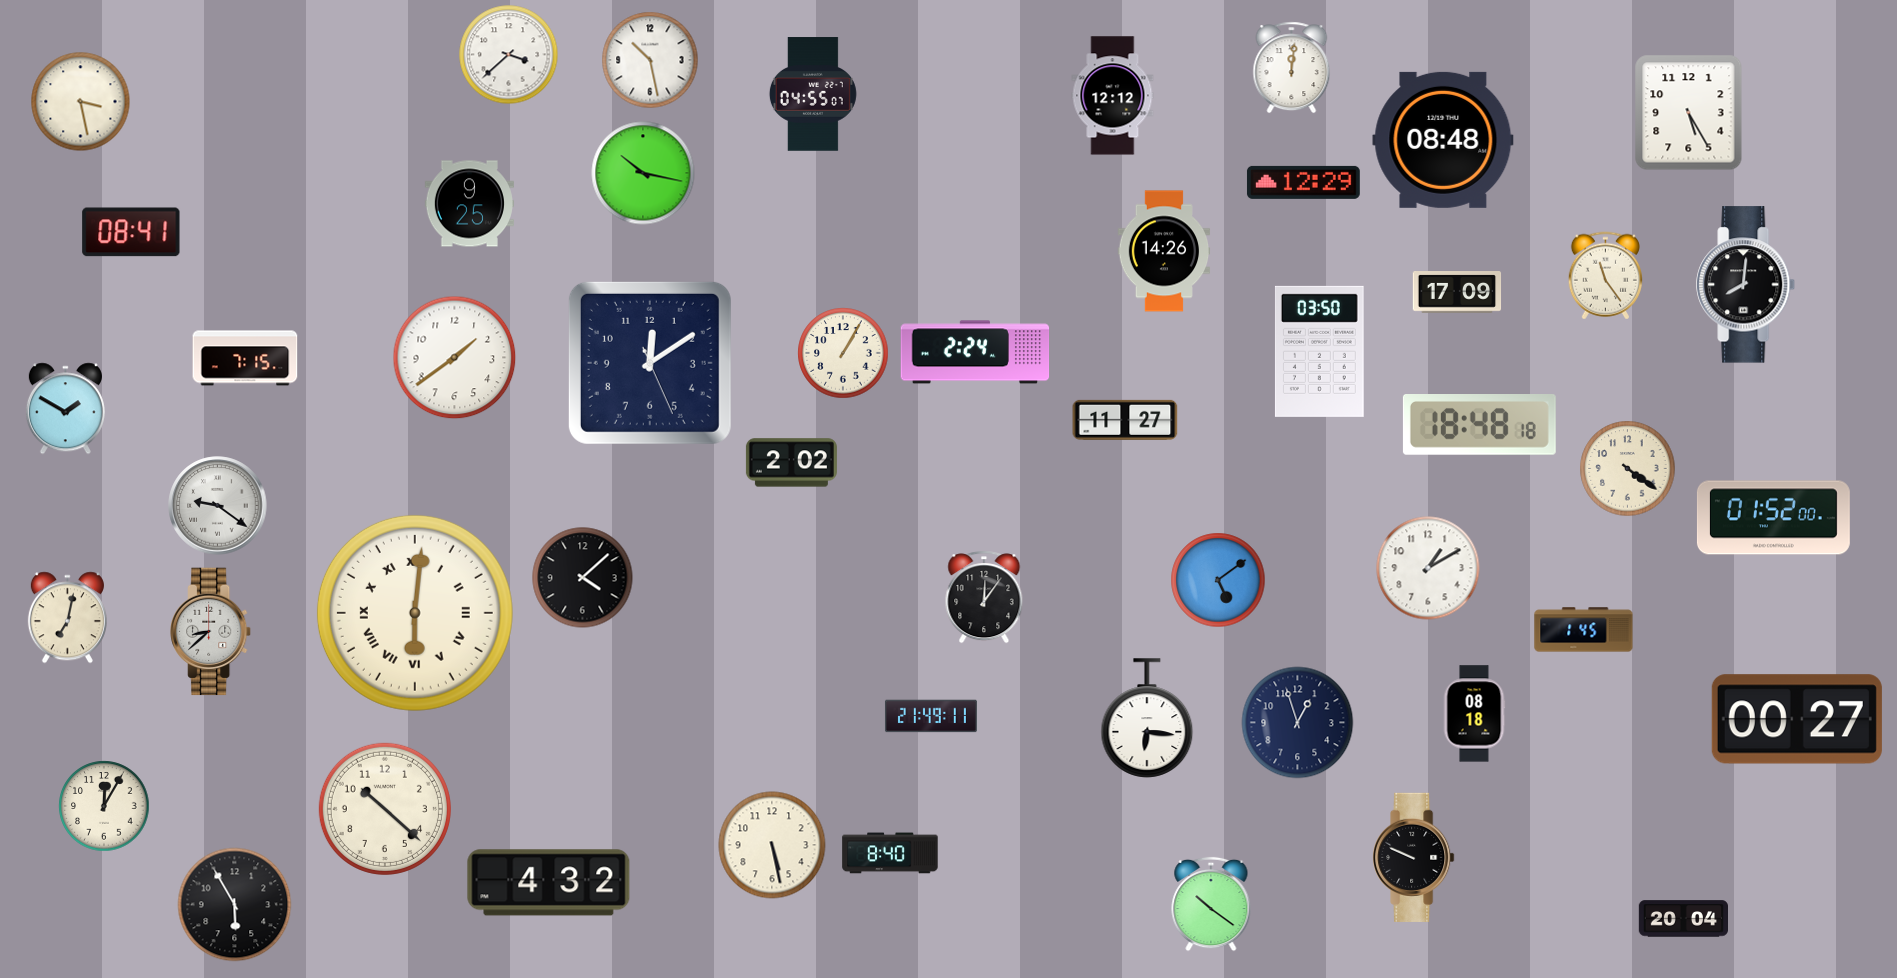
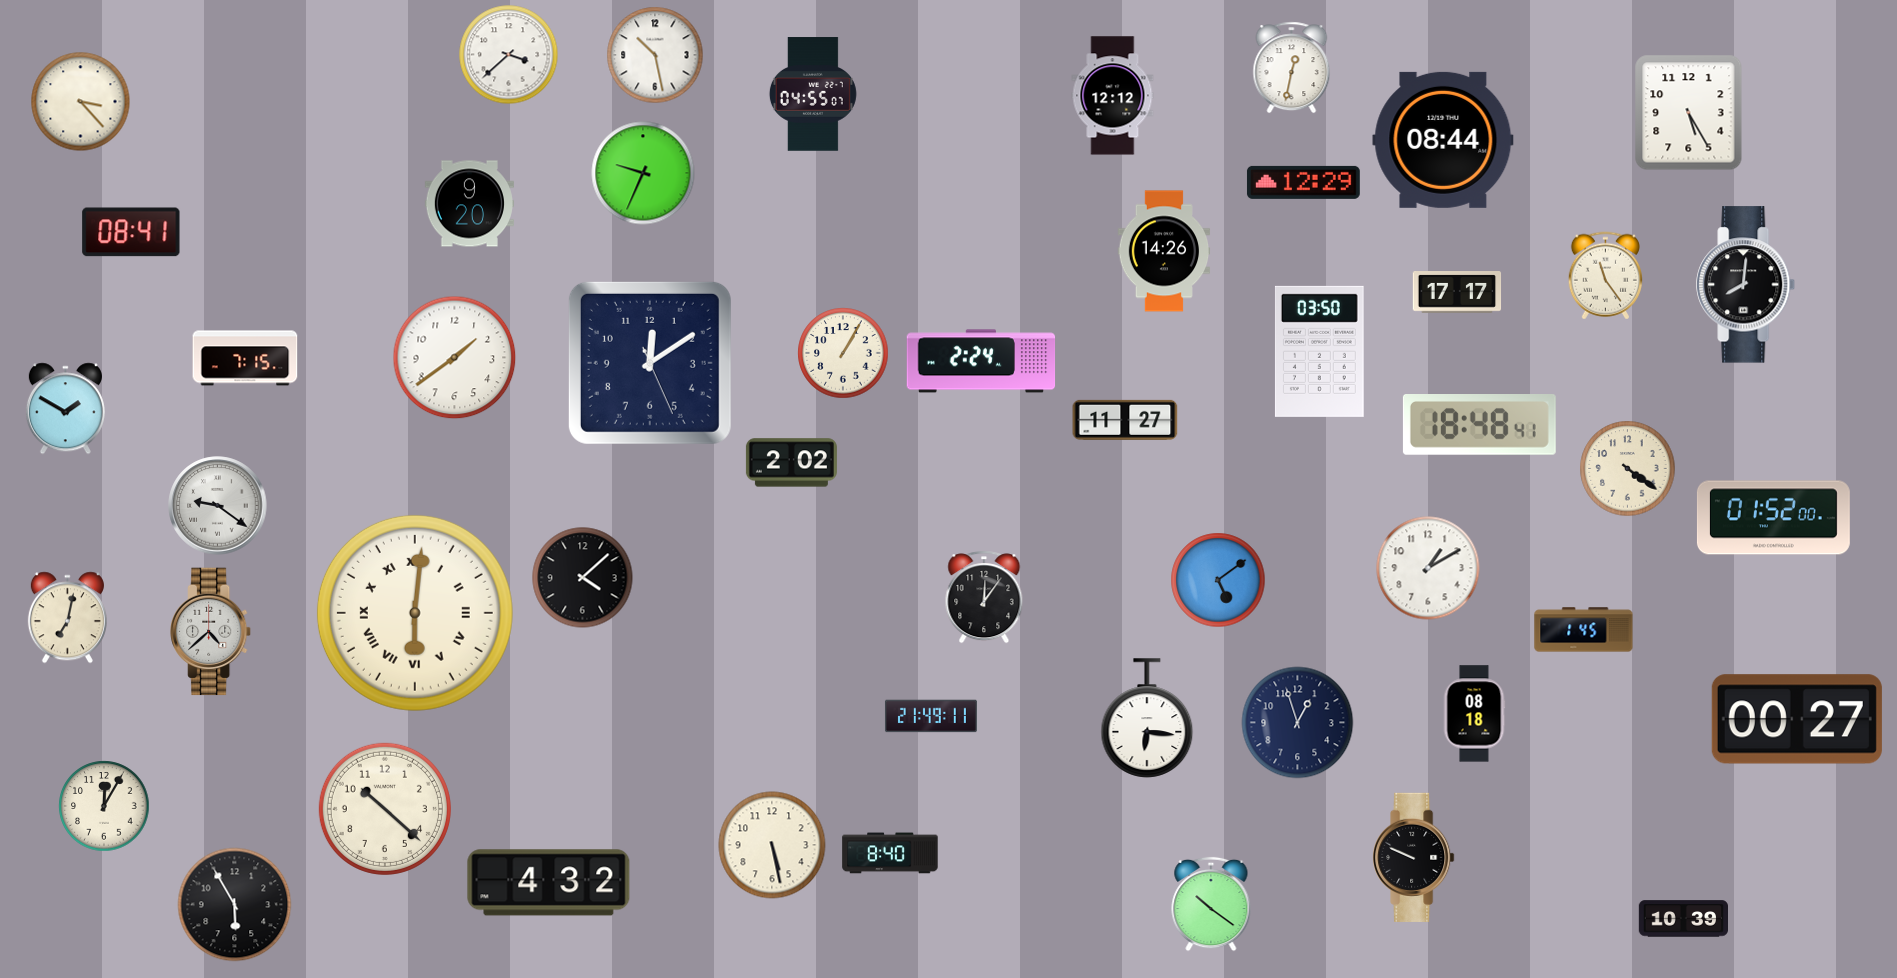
clock at (650, 60) position: (650, 60) -> (655, 55)
clock at (1292, 68): 12:01 -> 12:32
clock at (81, 102): 3:28 -> 3:23
clock at (1443, 140): 08:48 -> 08:44
clock at (643, 173): 10:17 -> 9:34
clock at (469, 204): 9:25 -> 9:20
clock at (1457, 293): 17:09 -> 17:17
clock at (975, 352) position: (975, 352) -> (981, 361)
clock at (1479, 425): 18:48:18 -> 18:48:41
clock at (211, 632): 8:38 -> 4:38
clock at (1683, 919): 20:04 -> 10:39
